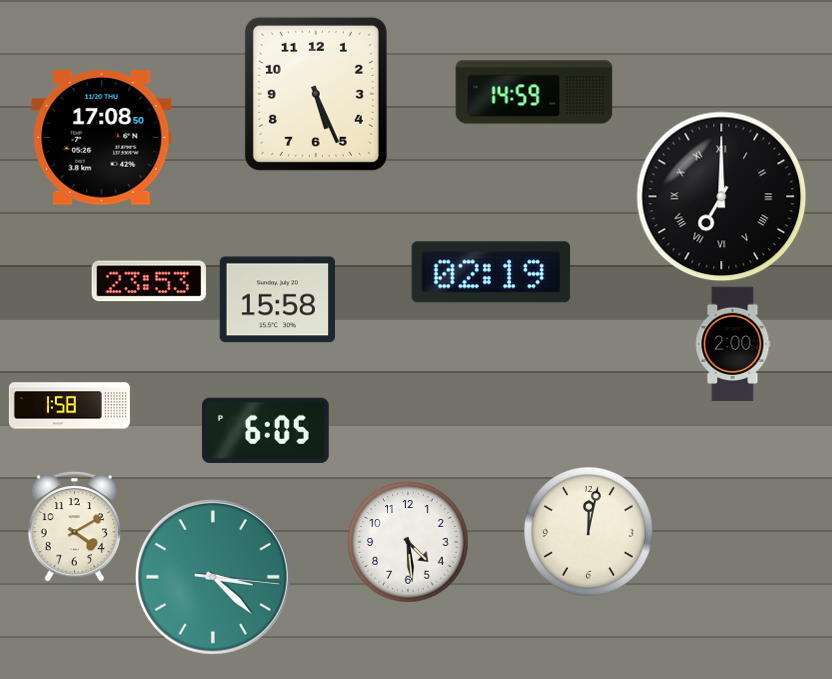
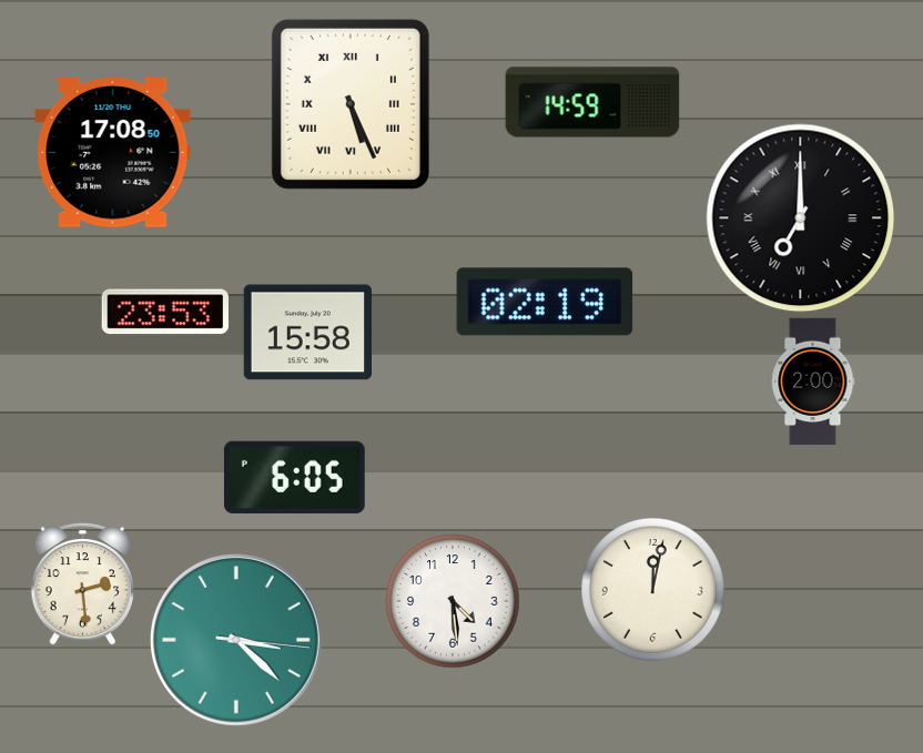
clock at (316, 94) numerals: Arabic -> Roman
clock at (69, 406): 1:58 -> none
clock at (75, 526): 4:10 -> 2:29
